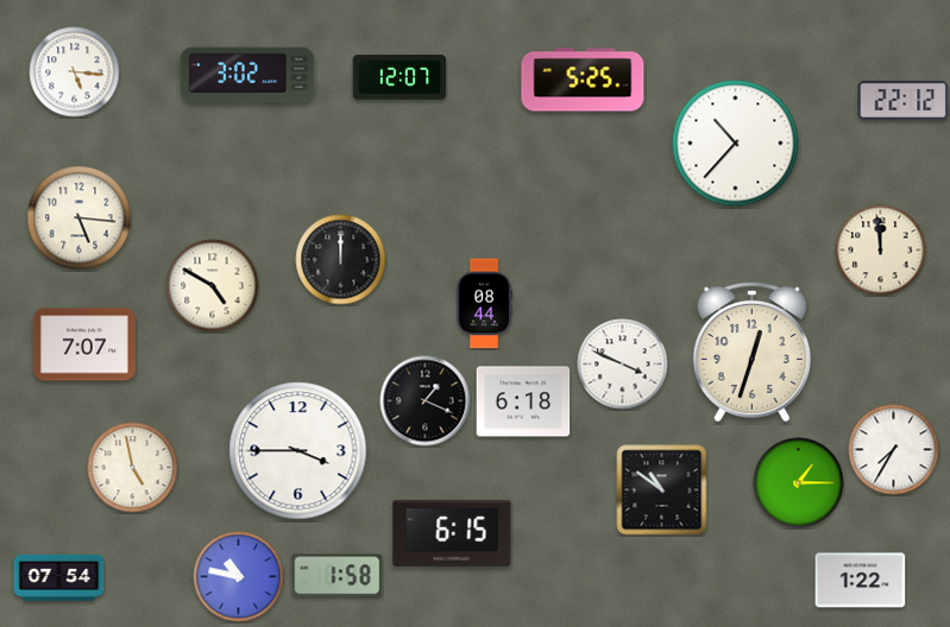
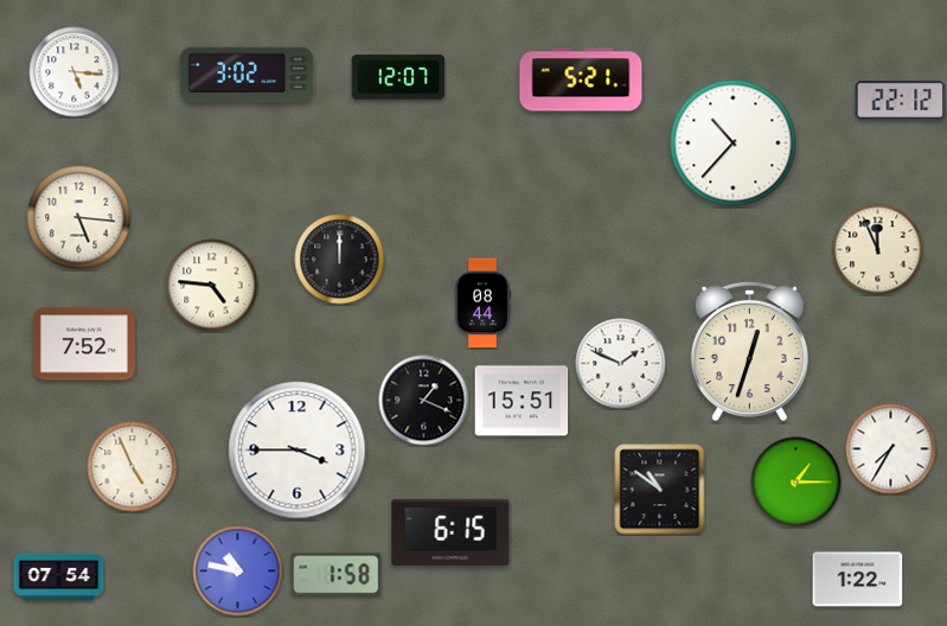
clock at (583, 80): 5:25 -> 5:21
clock at (881, 251): 11:59 -> 11:56
clock at (213, 286): 4:50 -> 4:46
clock at (84, 344): 7:07 -> 7:52
clock at (623, 365): 3:49 -> 1:49
clock at (523, 401): 6:18 -> 15:51
clock at (133, 468): 4:58 -> 4:56
clock at (239, 577) position: (239, 577) -> (238, 571)
